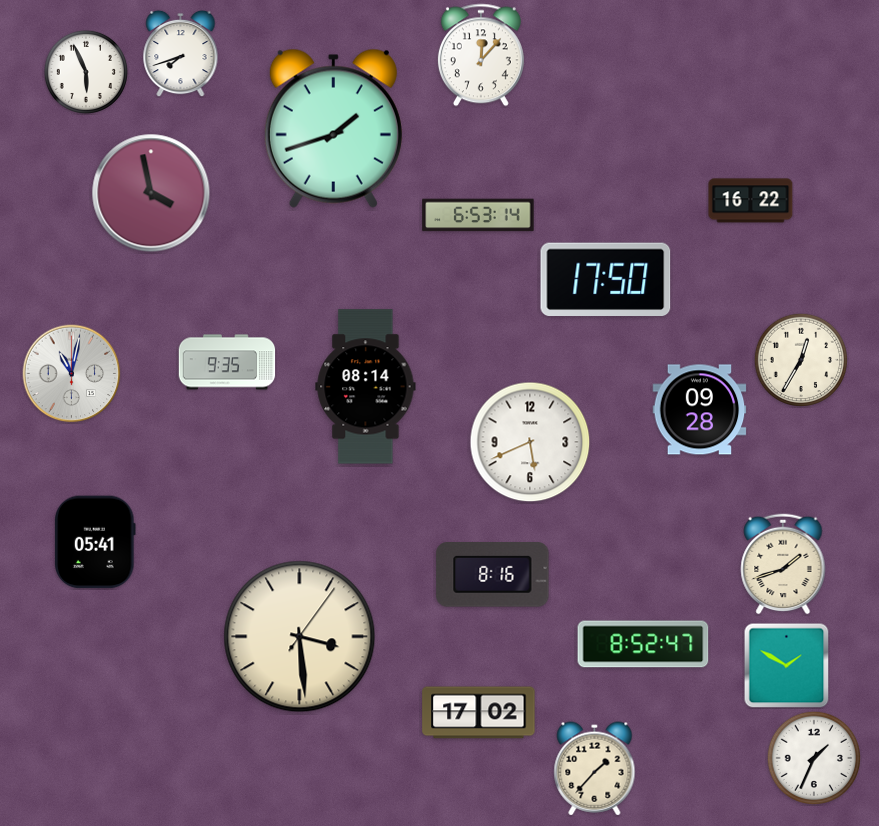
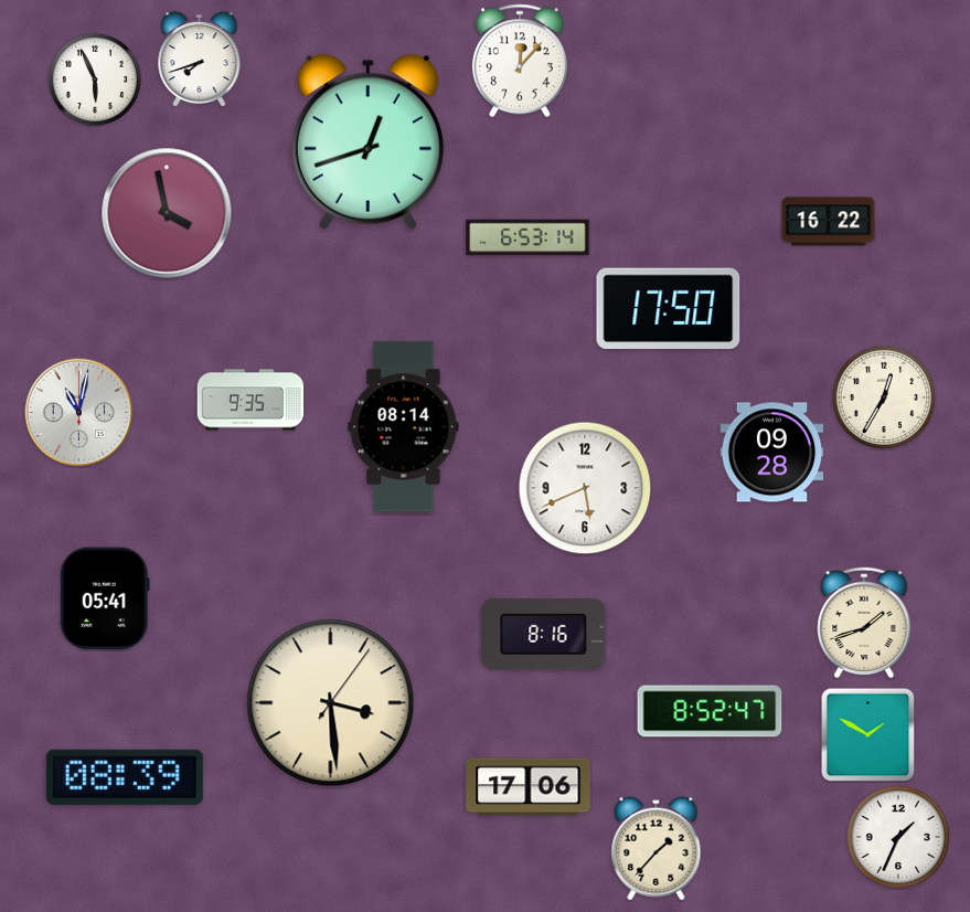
clock at (481, 55) position: (481, 55) -> (520, 61)
clock at (333, 128): 1:42 -> 12:42
clock at (125, 777): none -> 08:39
clock at (479, 713): 17:02 -> 17:06
